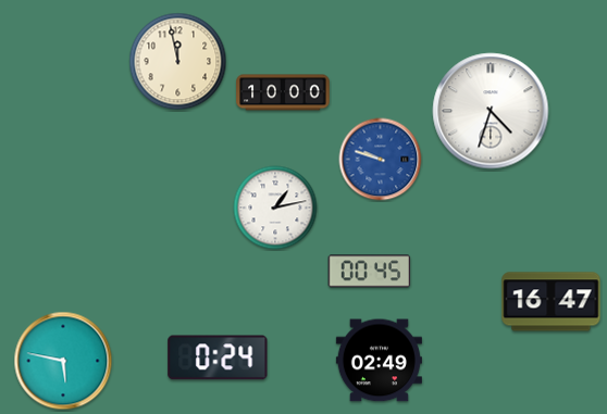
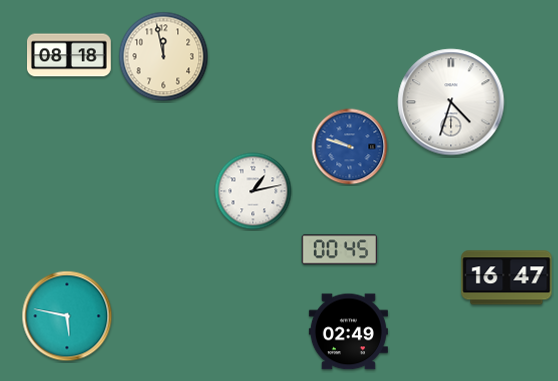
clock at (69, 55): none -> 08:18
clock at (283, 92): 10:00 -> none
clock at (218, 357): 0:24 -> none
clock at (63, 361) position: (63, 361) -> (67, 316)
